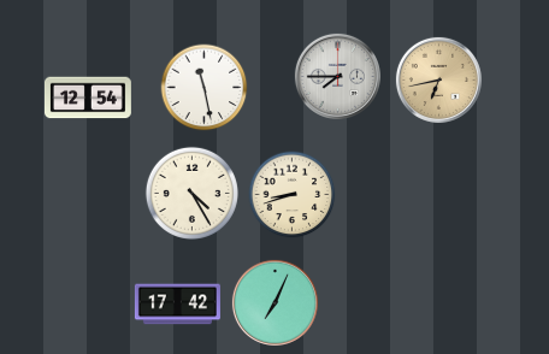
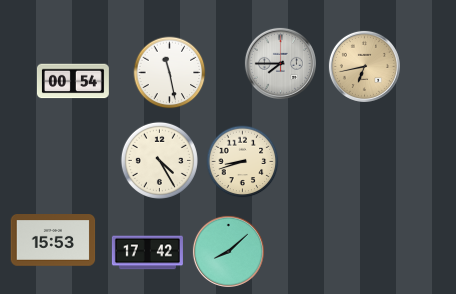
clock at (88, 98): 12:54 -> 00:54
clock at (53, 241): none -> 15:53
clock at (274, 302): 7:04 -> 8:08
